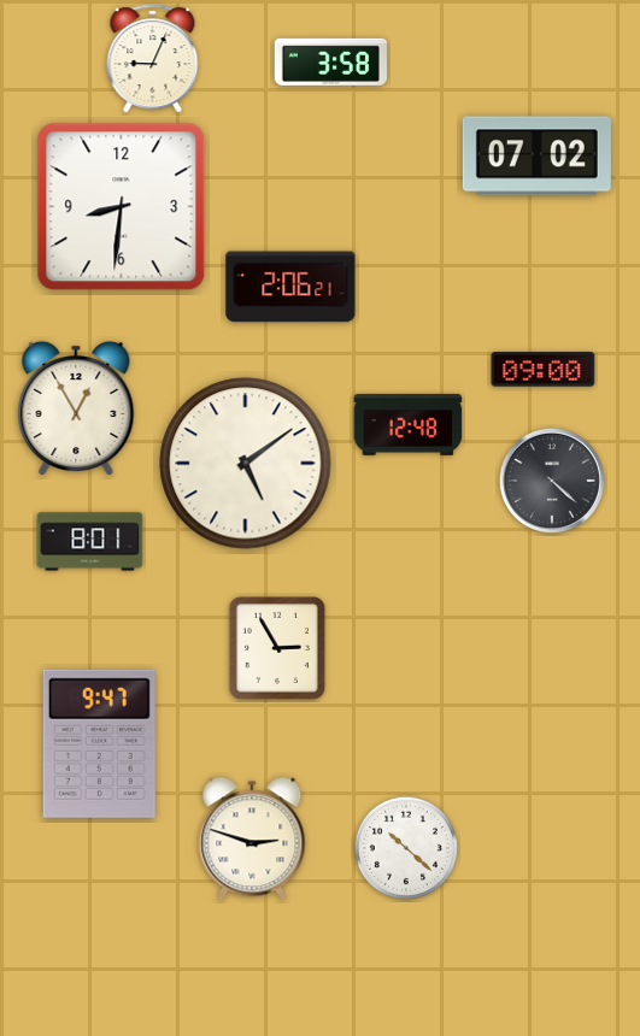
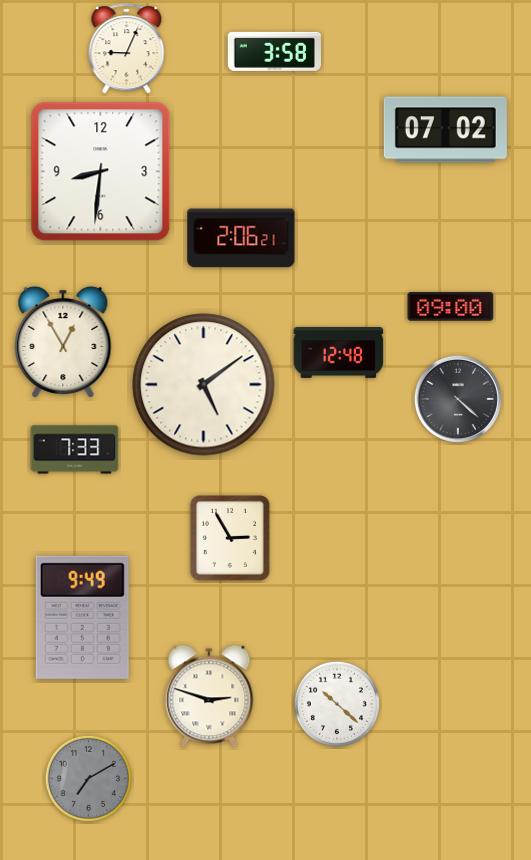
clock at (76, 408) position: (76, 408) -> (63, 342)
clock at (90, 542): 8:01 -> 7:33
clock at (99, 743): 9:47 -> 9:49
clock at (88, 778): none -> 7:10
